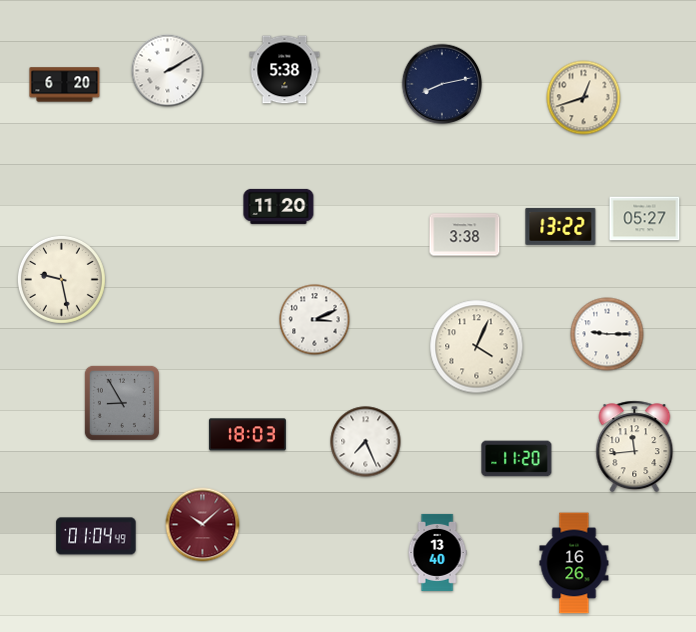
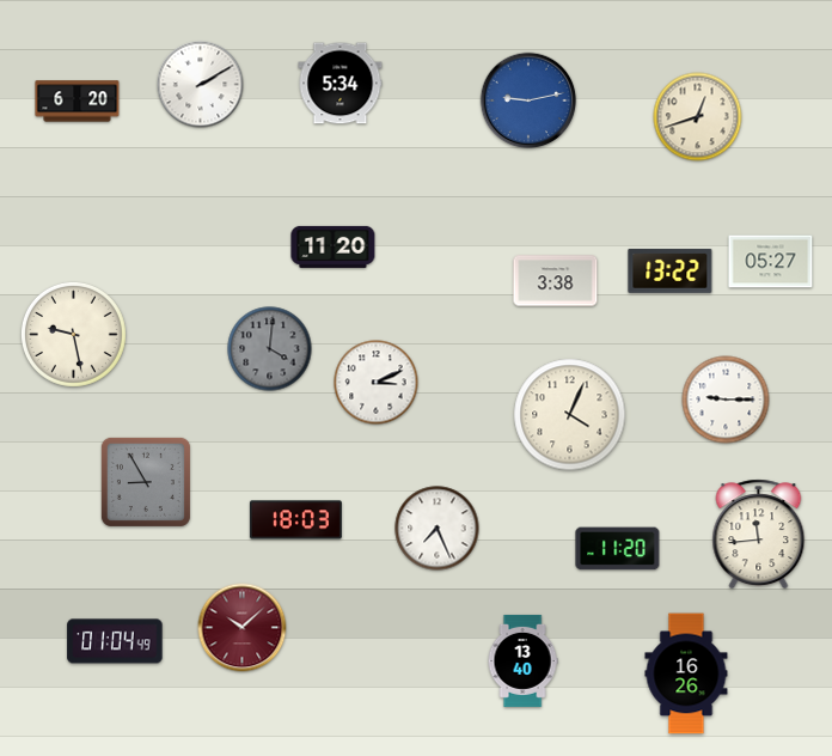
clock at (285, 70): 5:38 -> 5:34
clock at (442, 84): 8:13 -> 9:13
clock at (442, 84) dial: navy -> blue
clock at (270, 349): none -> 4:01
